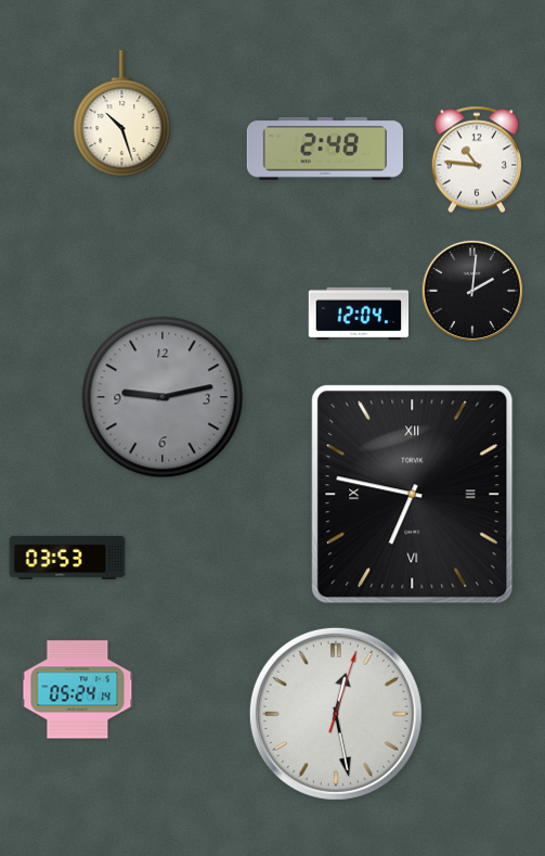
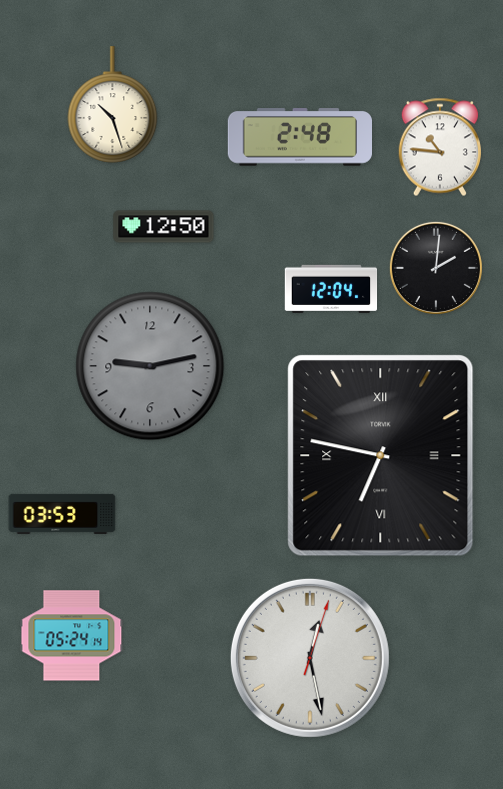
clock at (164, 227): none -> 12:50
